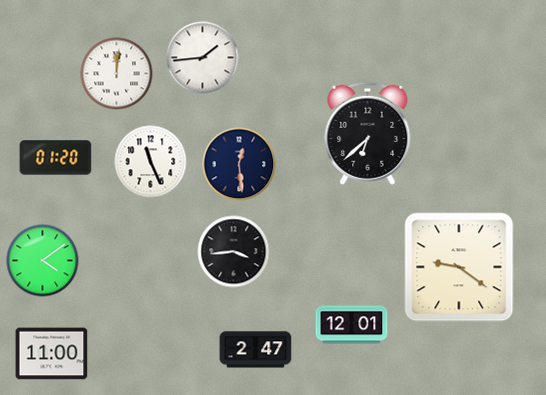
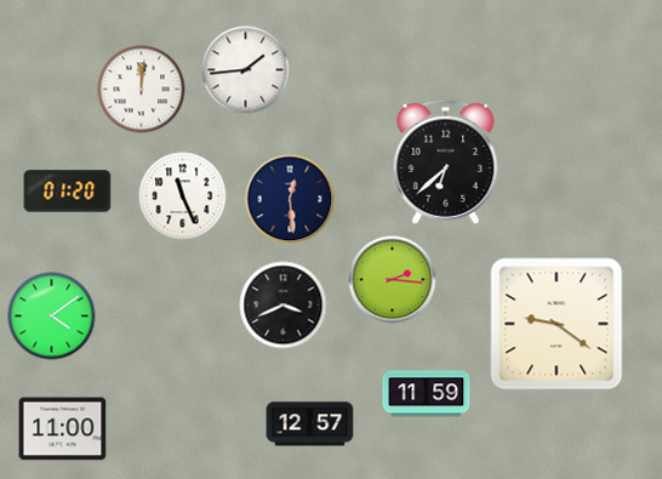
clock at (393, 280): none -> 2:16
clock at (234, 252): 3:44 -> 3:41
clock at (352, 325): 12:01 -> 11:59
clock at (256, 350): 2:47 -> 12:57
